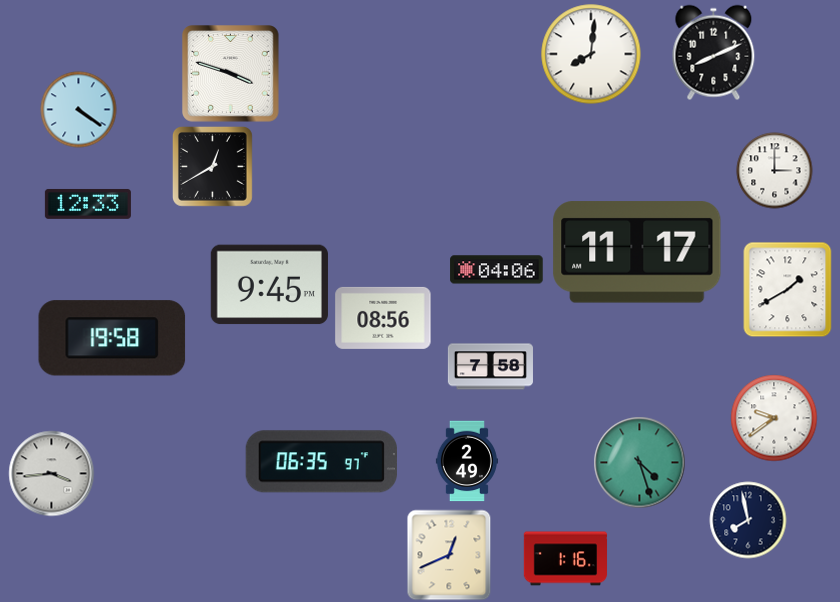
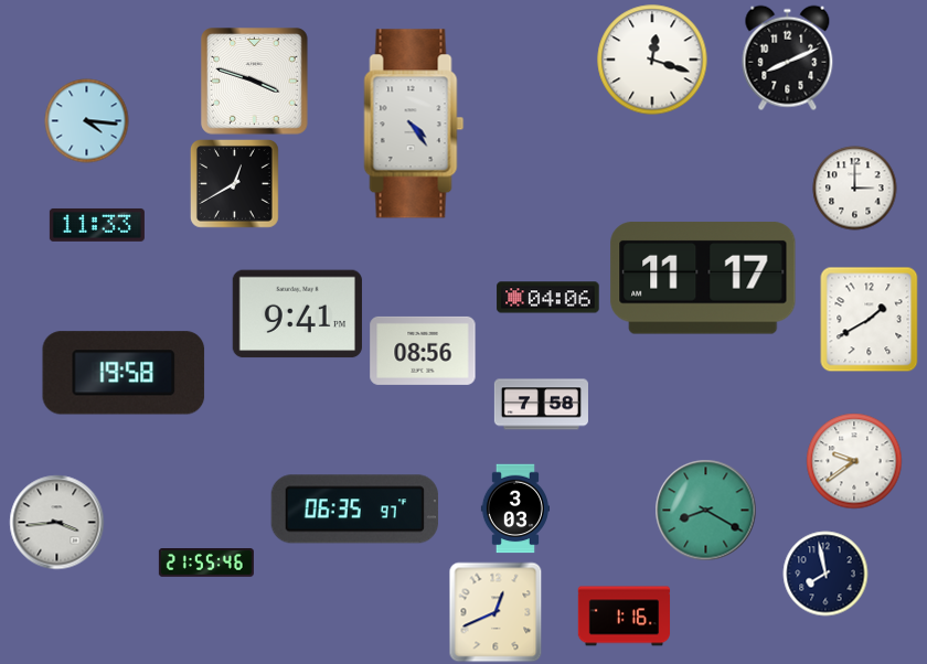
clock at (591, 54): 8:01 -> 12:18
clock at (79, 110): 4:21 -> 4:16
clock at (414, 124): none -> 4:24
clock at (88, 204): 12:33 -> 11:33
clock at (269, 285): 9:45 -> 9:41
clock at (467, 461): 2:49 -> 3:03
clock at (640, 463): 4:27 -> 8:20
clock at (206, 564): none -> 21:55
